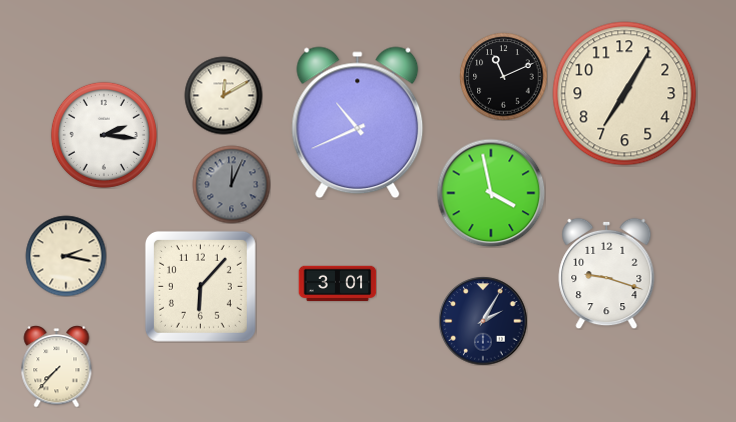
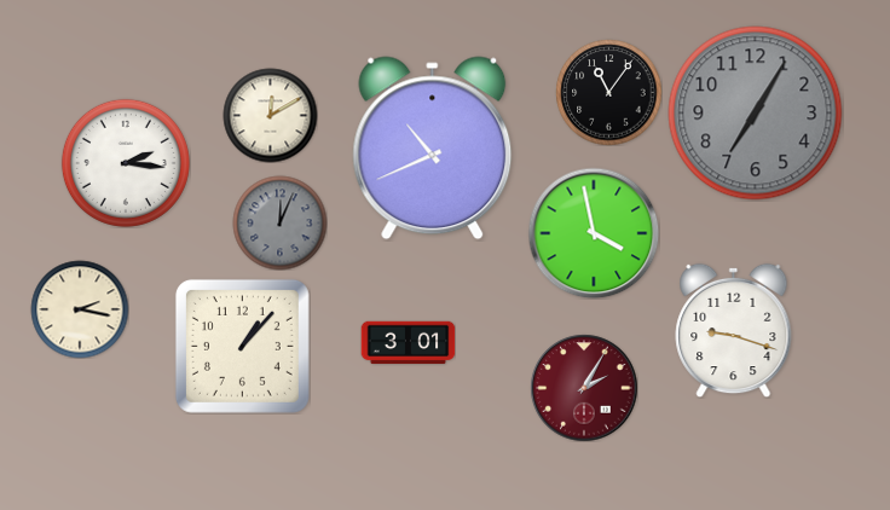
clock at (503, 76): 11:11 -> 11:06
clock at (625, 94) dial: cream -> grey
clock at (200, 286): 6:07 -> 1:07
clock at (483, 321) dial: navy -> burgundy
clock at (57, 366): 7:37 -> none
